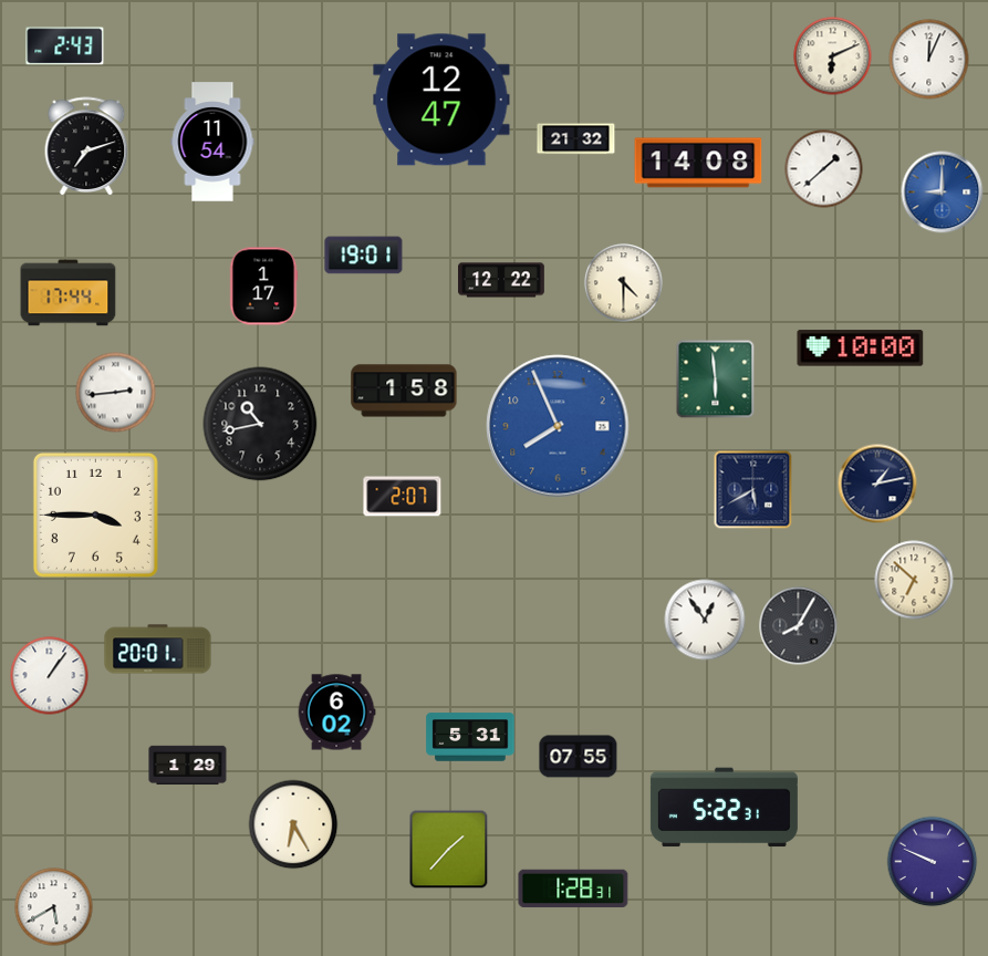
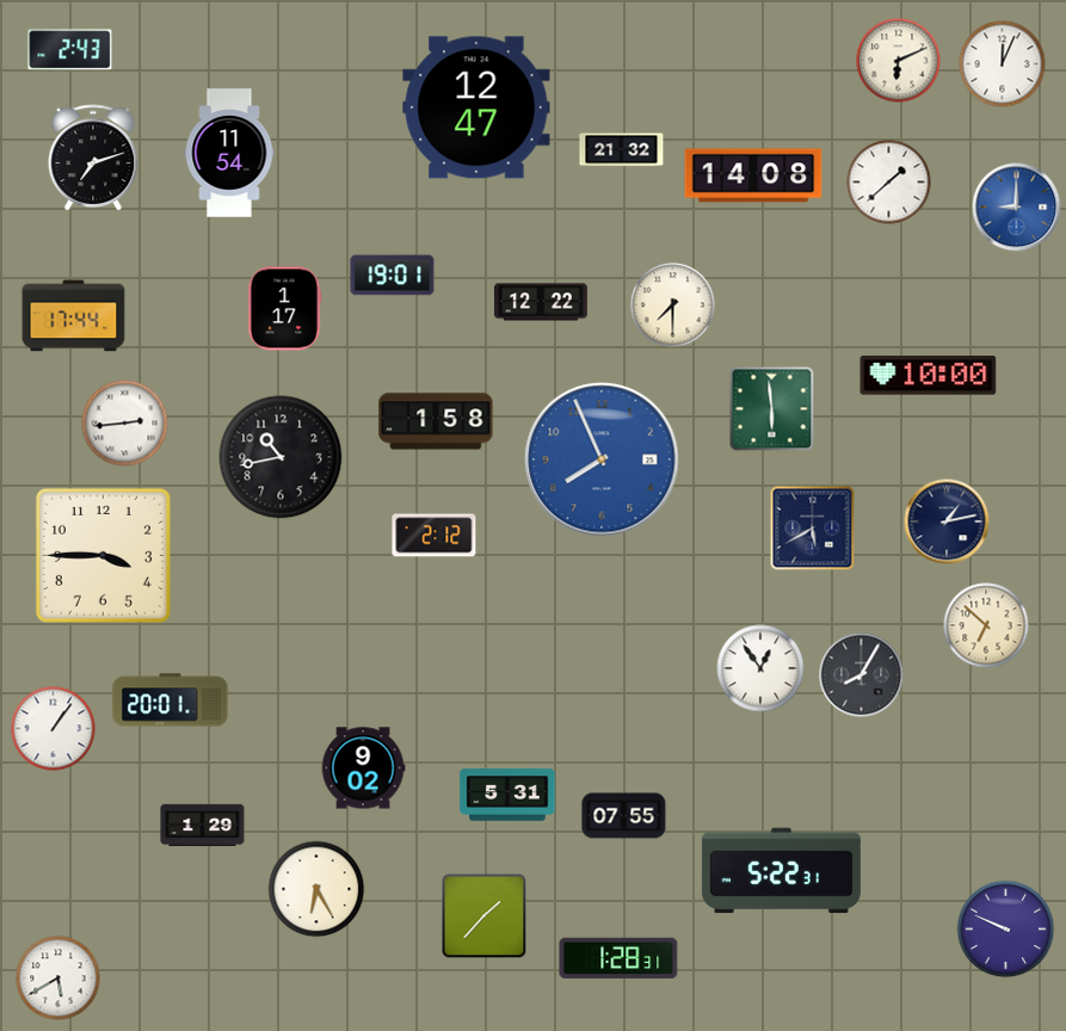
clock at (624, 283): 4:30 -> 7:30
clock at (403, 497): 2:07 -> 2:12
clock at (336, 713): 6:02 -> 9:02
